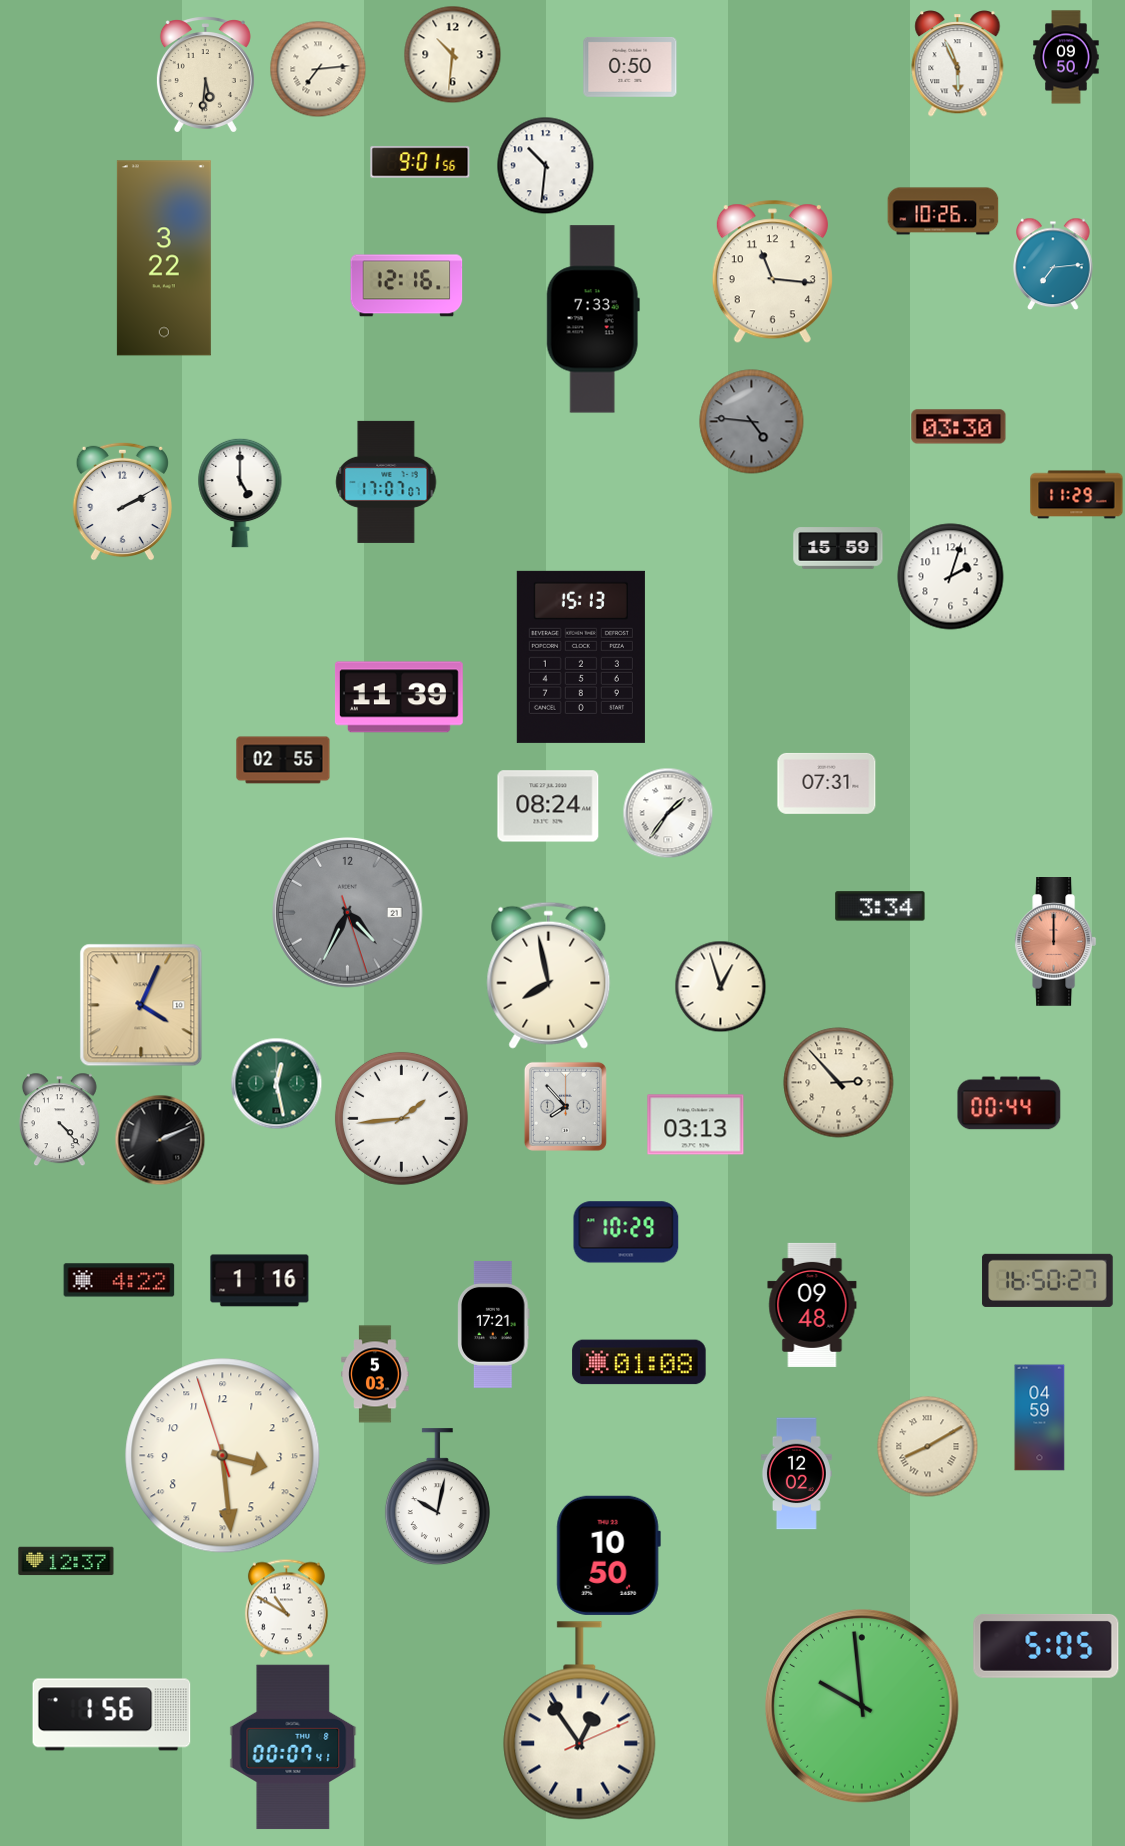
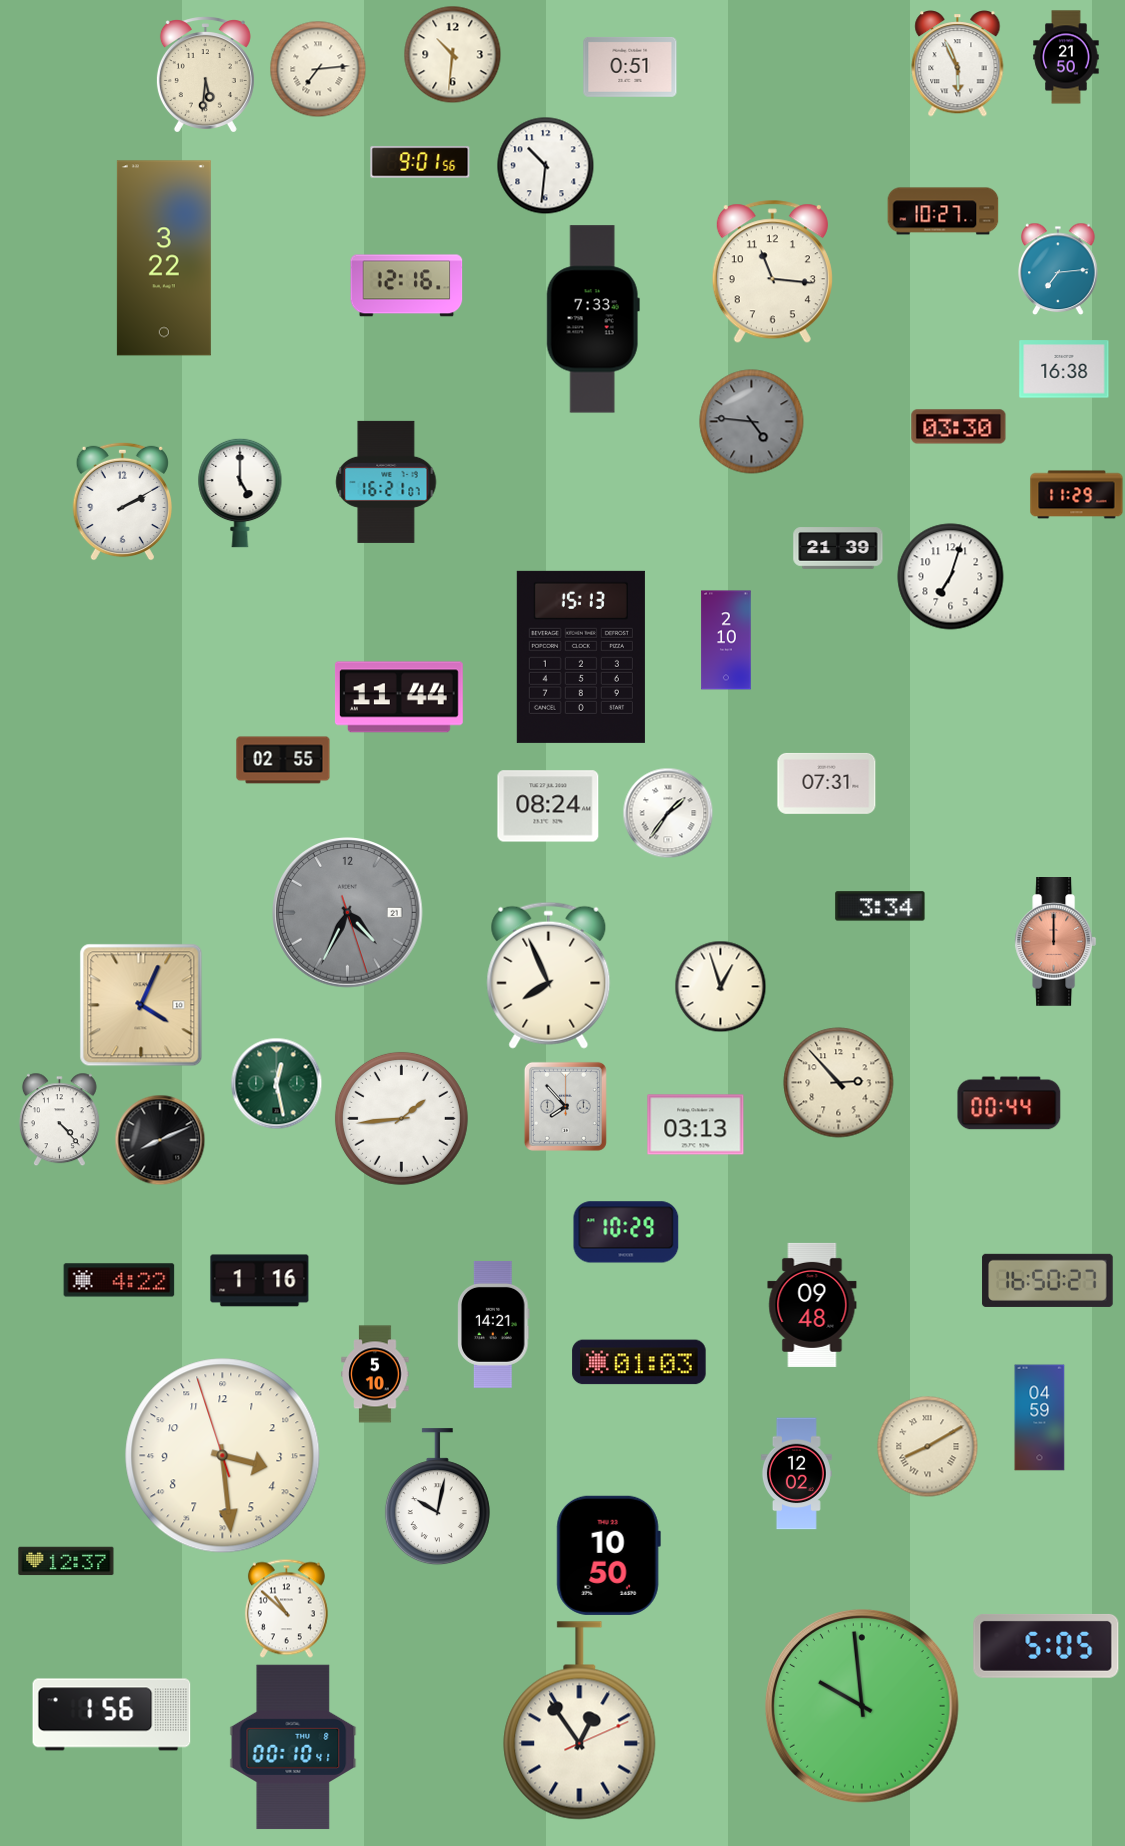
clock at (1066, 57): 09:50 -> 21:50
clock at (630, 67): 0:50 -> 0:51
clock at (943, 211): 10:26 -> 10:27
clock at (1053, 264) position: (1053, 264) -> (1058, 269)
clock at (1064, 369): none -> 16:38
clock at (386, 482): 17:07 -> 16:21
clock at (838, 548): 15:59 -> 21:39
clock at (951, 577): 2:03 -> 7:03
clock at (726, 640): none -> 2:10
clock at (399, 697): 11:39 -> 11:44
clock at (549, 975): 7:58 -> 7:56
clock at (160, 1140): 2:11 -> 8:11
clock at (494, 1324): 17:21 -> 14:21
clock at (639, 1362): 01:08 -> 01:03
clock at (375, 1374): 5:03 -> 5:10
clock at (286, 1608): 10:50 -> 10:52
clock at (293, 1747): 00:07 -> 00:10
